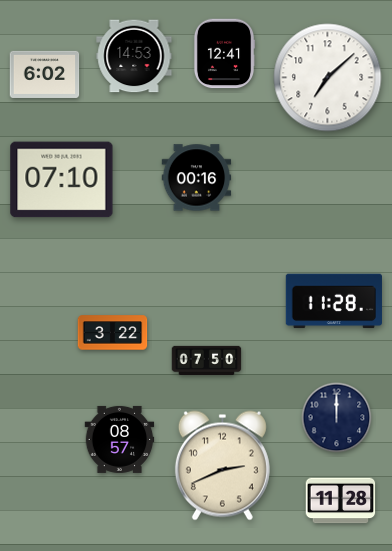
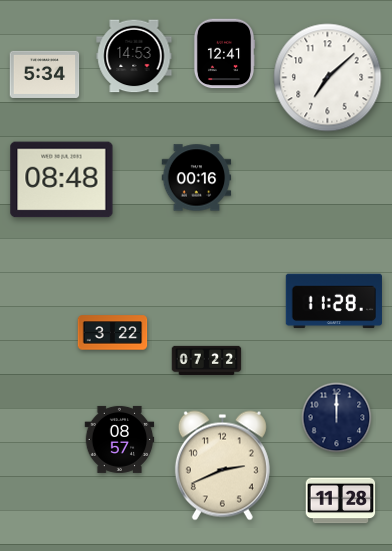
clock at (45, 74): 6:02 -> 5:34
clock at (62, 180): 07:10 -> 08:48
clock at (207, 360): 07:50 -> 07:22
